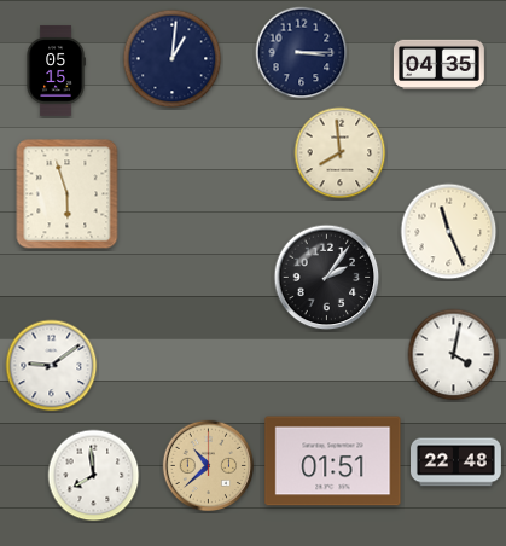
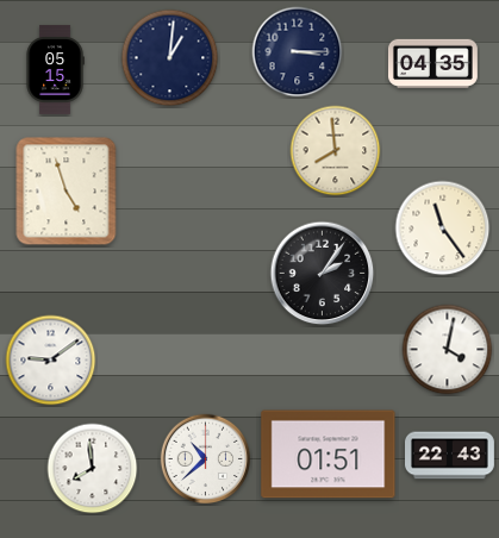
clock at (68, 194): 5:57 -> 4:57
clock at (449, 232): 11:26 -> 11:24
clock at (456, 463): 22:48 -> 22:43
clock at (209, 466) dial: champagne -> white
